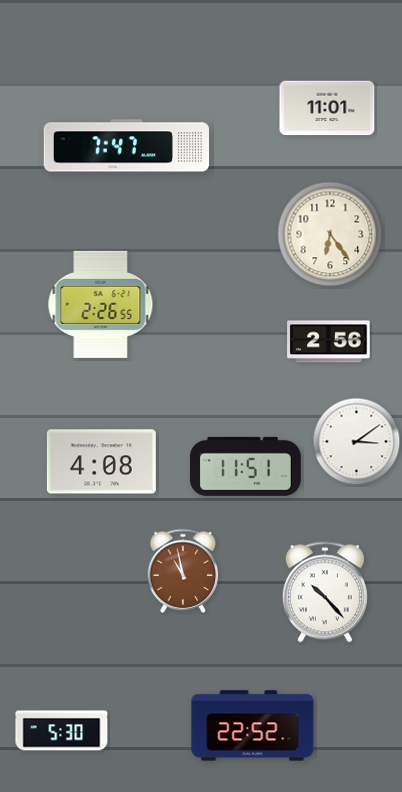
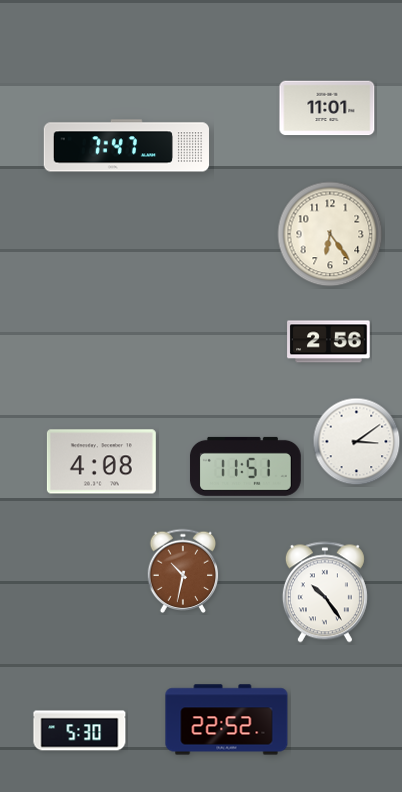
clock at (101, 304): 2:26 -> none
clock at (183, 570): 10:58 -> 10:32
clock at (325, 592): 10:23 -> 10:24
clock at (253, 726) position: (253, 726) -> (227, 720)
clock at (62, 731) position: (62, 731) -> (80, 731)
